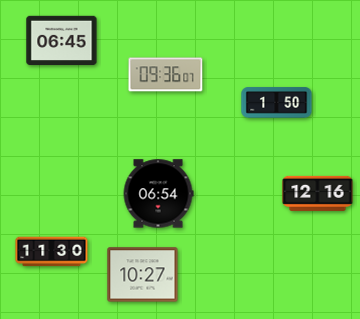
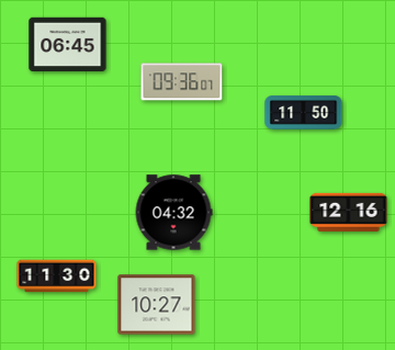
clock at (277, 103): 1:50 -> 11:50
clock at (158, 194): 06:54 -> 04:32
clock at (143, 275) position: (143, 275) -> (157, 305)
